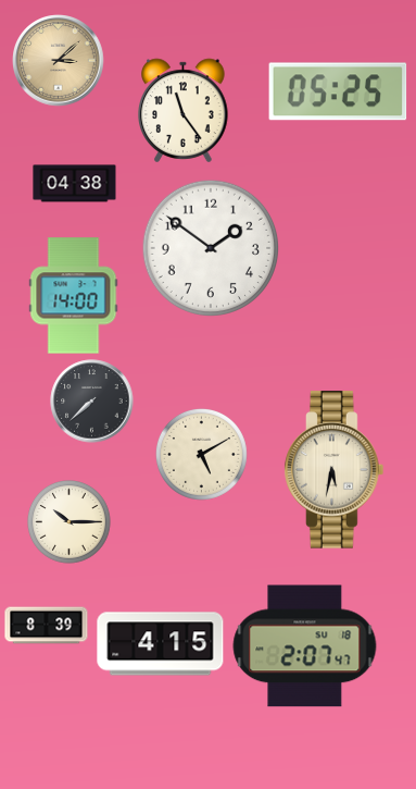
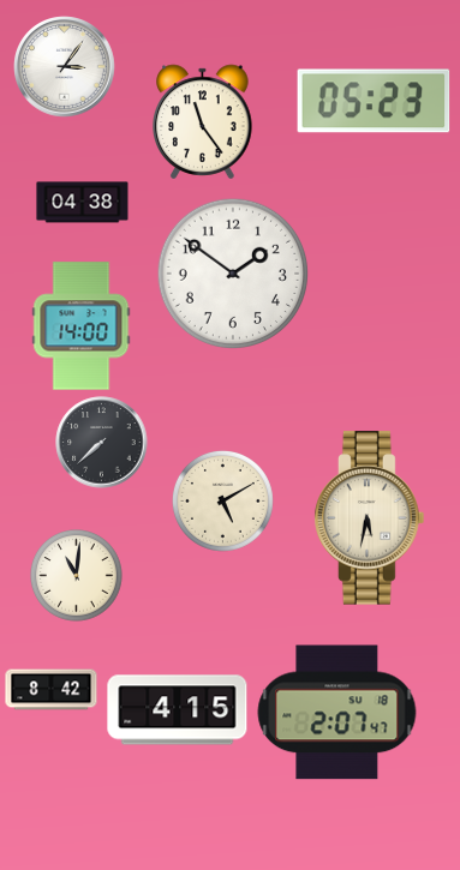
clock at (59, 61): 3:08 -> 3:06
clock at (59, 61) dial: champagne -> white
clock at (338, 91): 05:25 -> 05:23
clock at (70, 522): 10:15 -> 11:01
clock at (47, 626): 8:39 -> 8:42
